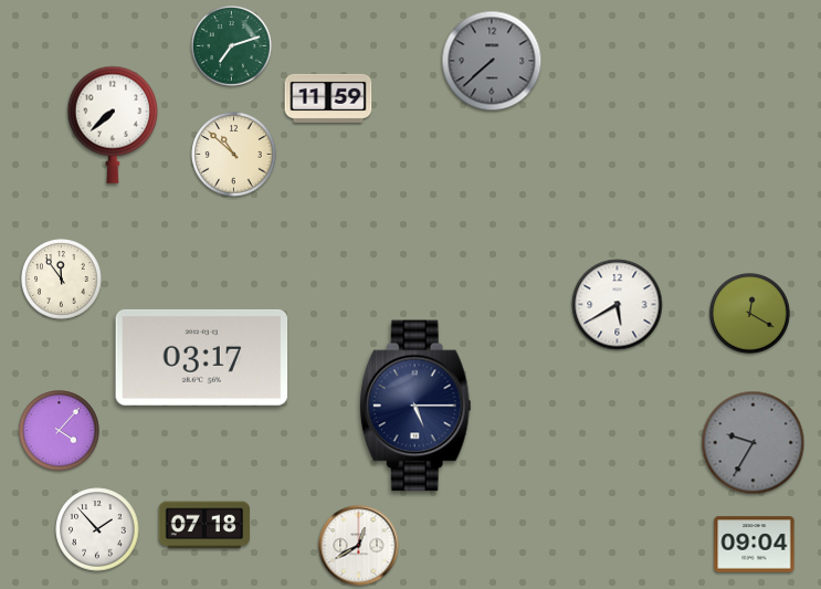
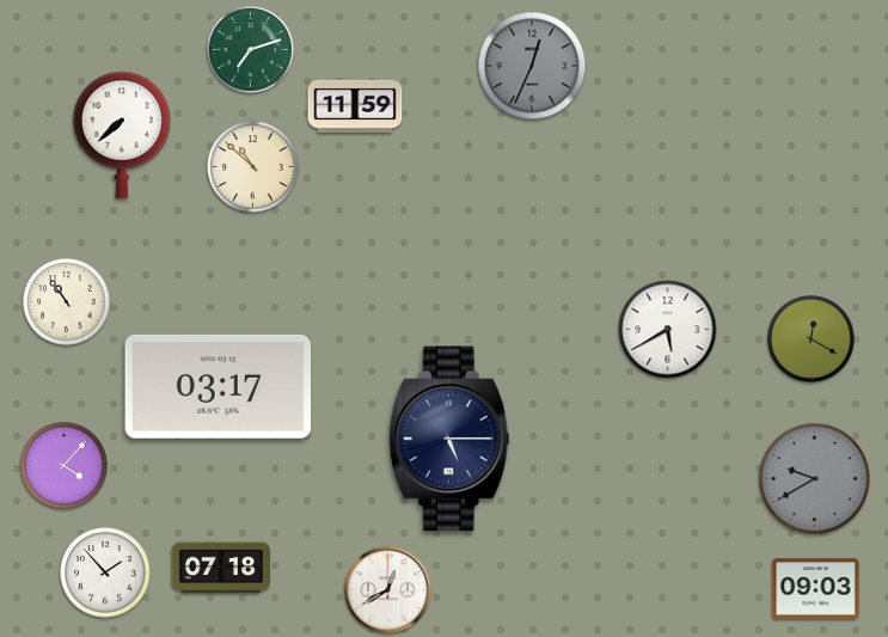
clock at (492, 61): 7:38 -> 12:34
clock at (62, 280): 11:54 -> 10:54
clock at (754, 443): 9:35 -> 9:40
clock at (755, 545): 09:04 -> 09:03
